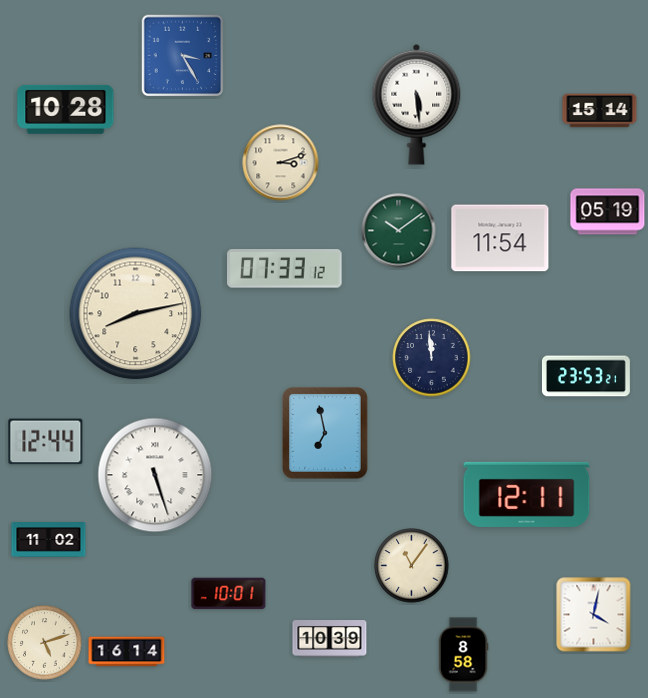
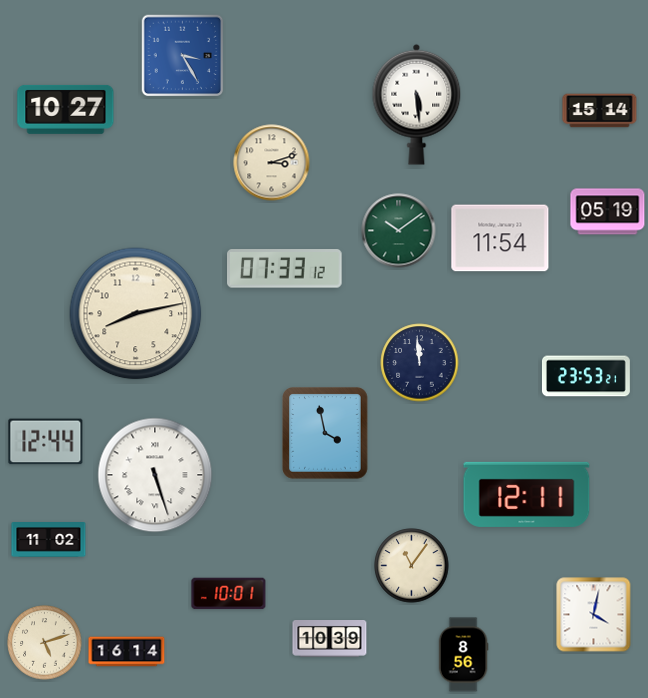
clock at (66, 109): 10:28 -> 10:27
clock at (281, 163) position: (281, 163) -> (272, 163)
clock at (432, 358) position: (432, 358) -> (420, 363)
clock at (325, 433): 6:58 -> 3:58
clock at (463, 655): 8:58 -> 8:56
